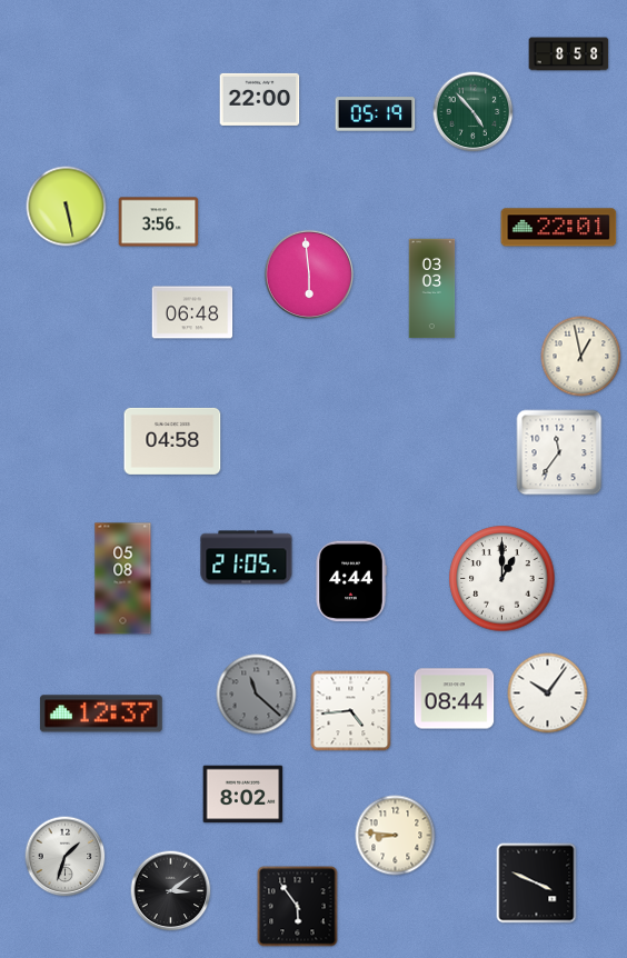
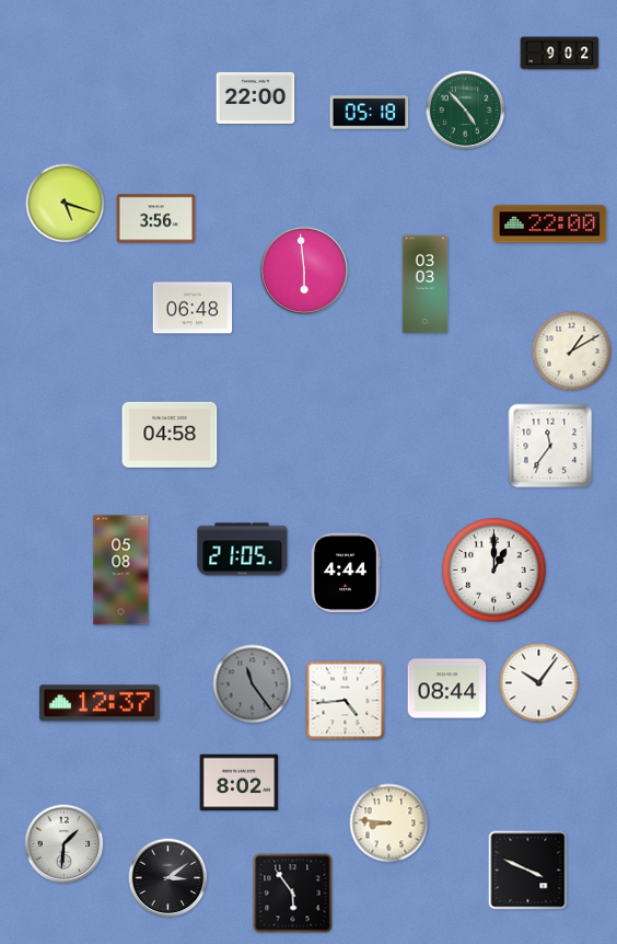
clock at (569, 54): 8:58 -> 9:02
clock at (376, 114): 05:19 -> 05:18
clock at (67, 207): 5:28 -> 5:18
clock at (559, 228): 22:01 -> 22:00
clock at (192, 312) position: (192, 312) -> (193, 308)
clock at (581, 357): 12:58 -> 1:10
clock at (257, 695): 11:22 -> 11:24
clock at (66, 857): 1:33 -> 1:31
